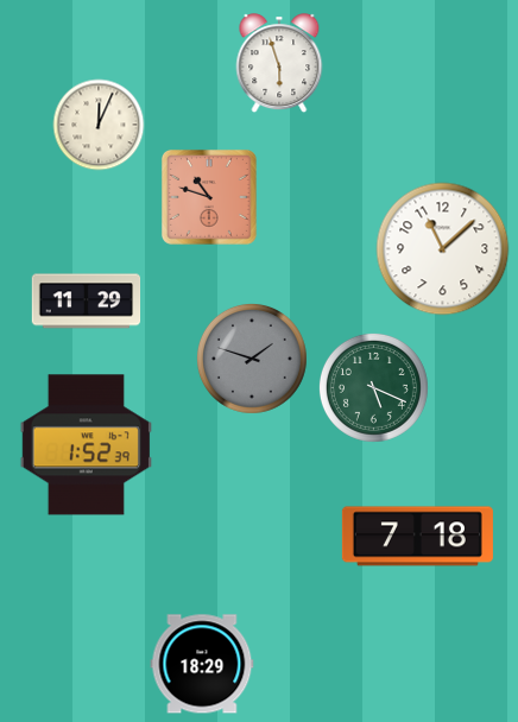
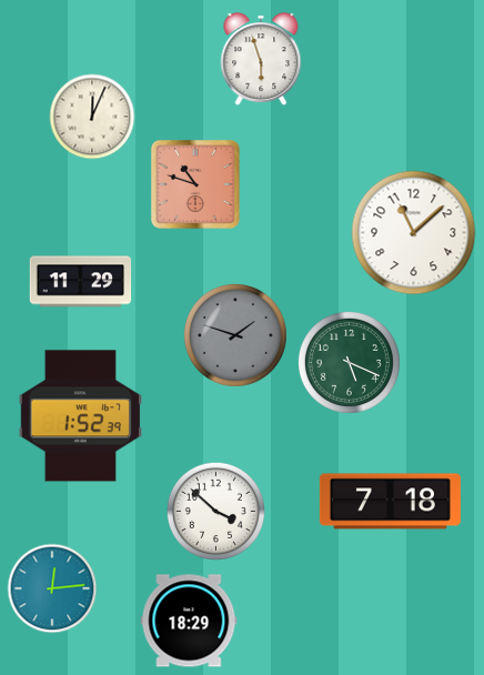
clock at (215, 511): none -> 3:52
clock at (52, 588): none -> 12:14
